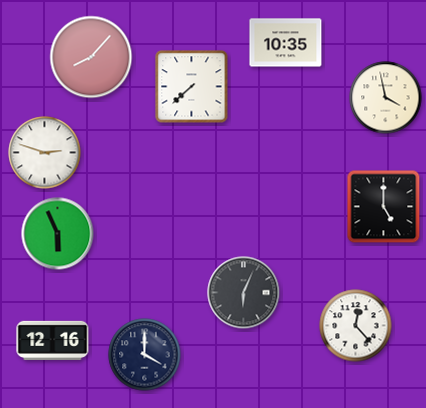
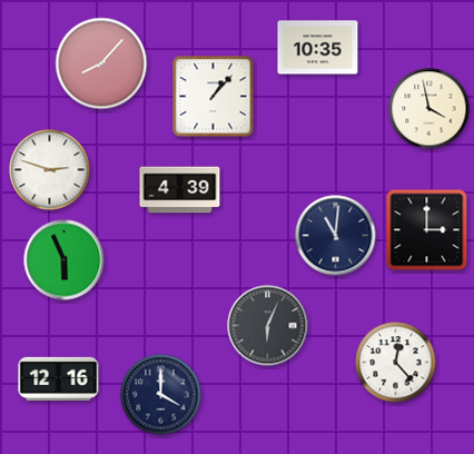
clock at (192, 87): 7:38 -> 1:07
clock at (180, 190): none -> 4:39
clock at (384, 207): 5:00 -> 3:00
clock at (336, 236): none -> 11:01
clock at (244, 293) position: (244, 293) -> (268, 326)
